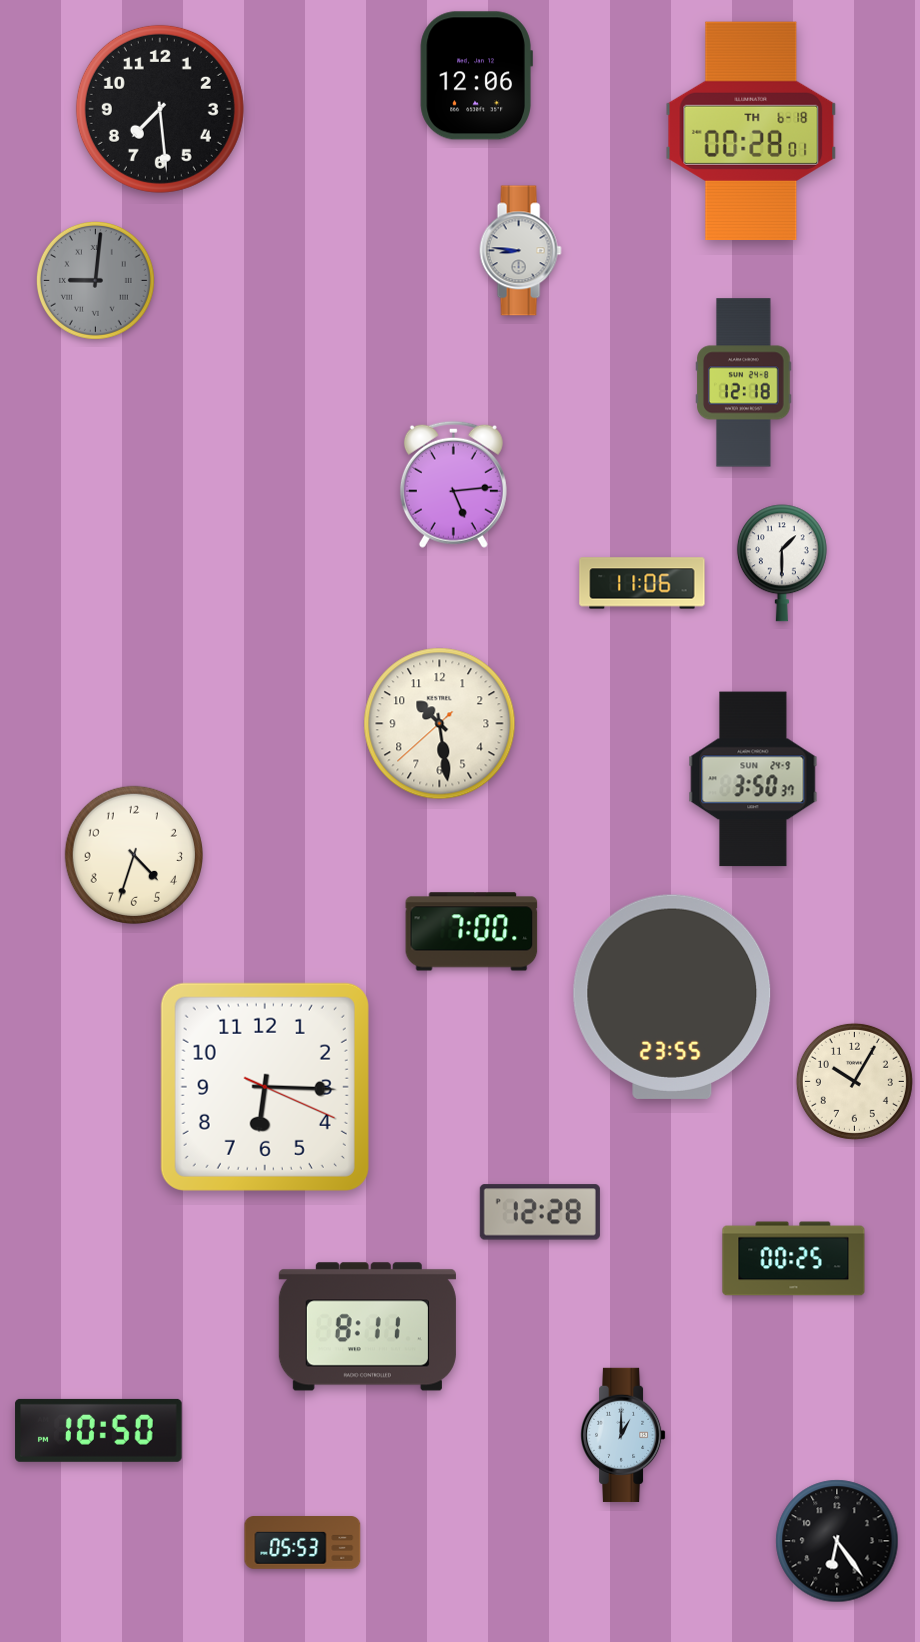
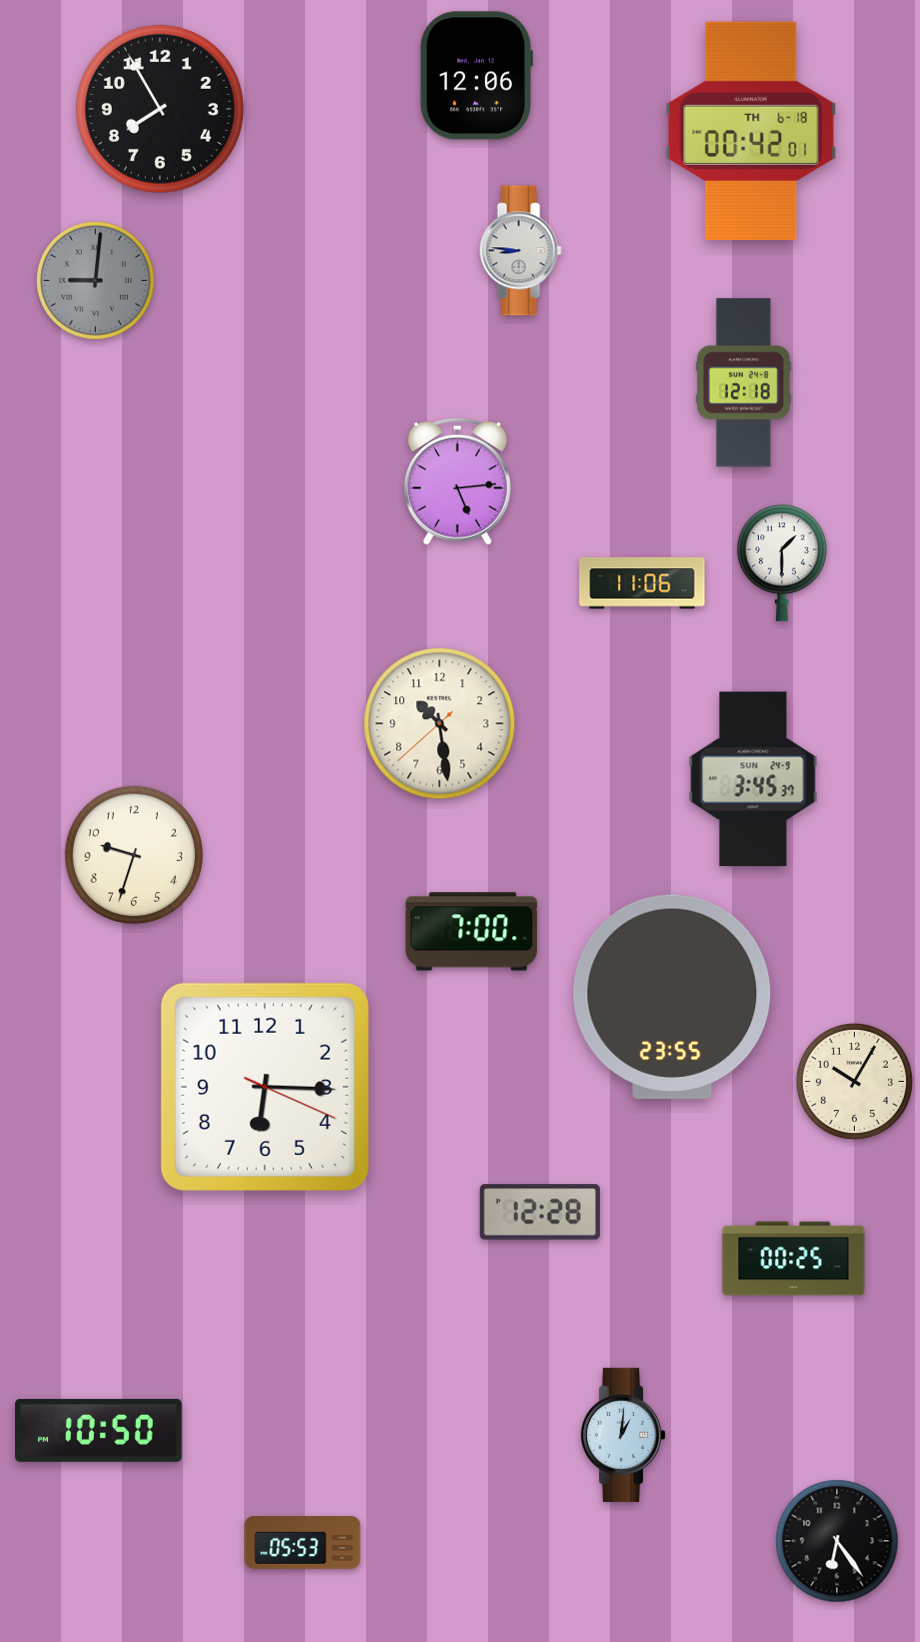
clock at (160, 109): 7:29 -> 7:55
clock at (751, 130): 00:28 -> 00:42
clock at (453, 484) position: (453, 484) -> (457, 481)
clock at (753, 779): 3:50 -> 3:45
clock at (134, 855): 4:33 -> 9:33
clock at (367, 1327): 8:11 -> none
clock at (623, 1435): 1:00 -> 1:01
